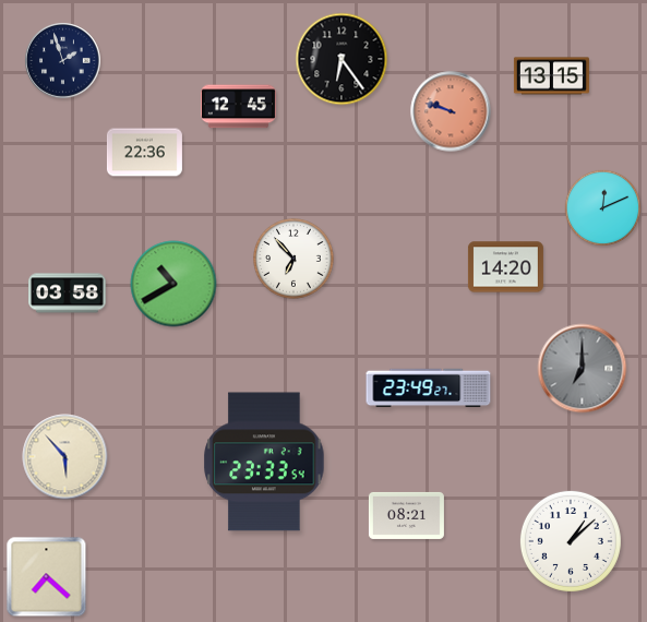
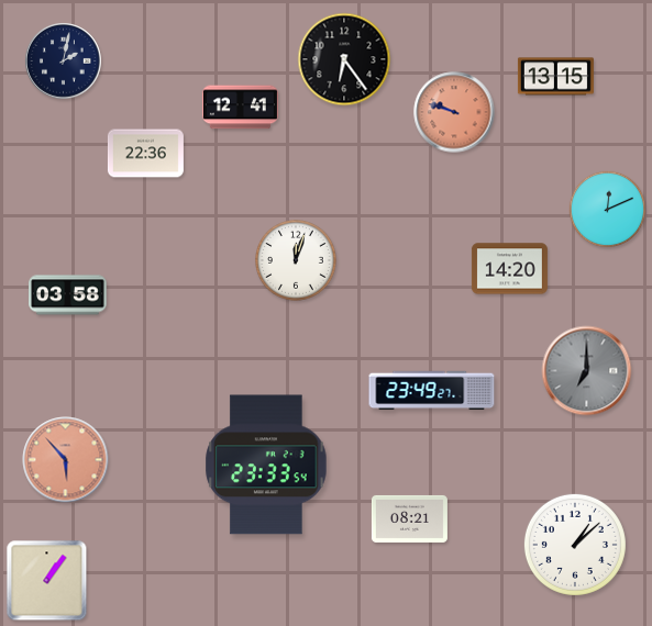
clock at (63, 61): 1:57 -> 2:02
clock at (238, 107): 12:45 -> 12:41
clock at (295, 260): 6:53 -> 12:03
clock at (173, 284): 10:40 -> none
clock at (65, 457) dial: cream -> salmon
clock at (47, 577): 7:22 -> 1:06
